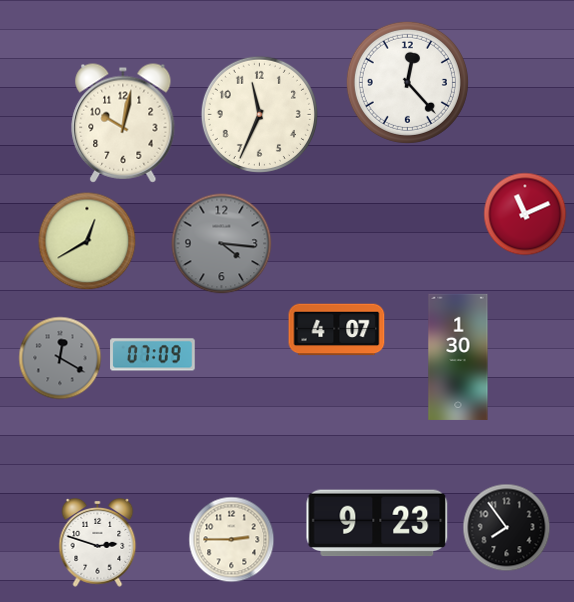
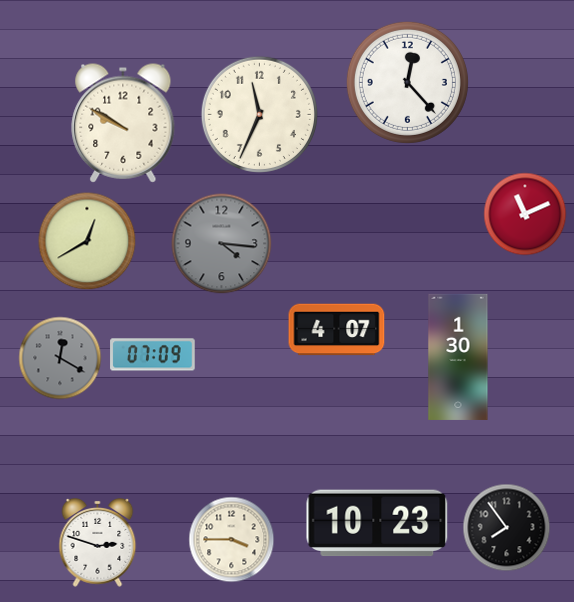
clock at (123, 123): 10:02 -> 9:50
clock at (377, 523): 9:23 -> 10:23
clock at (232, 540): 2:45 -> 3:45
